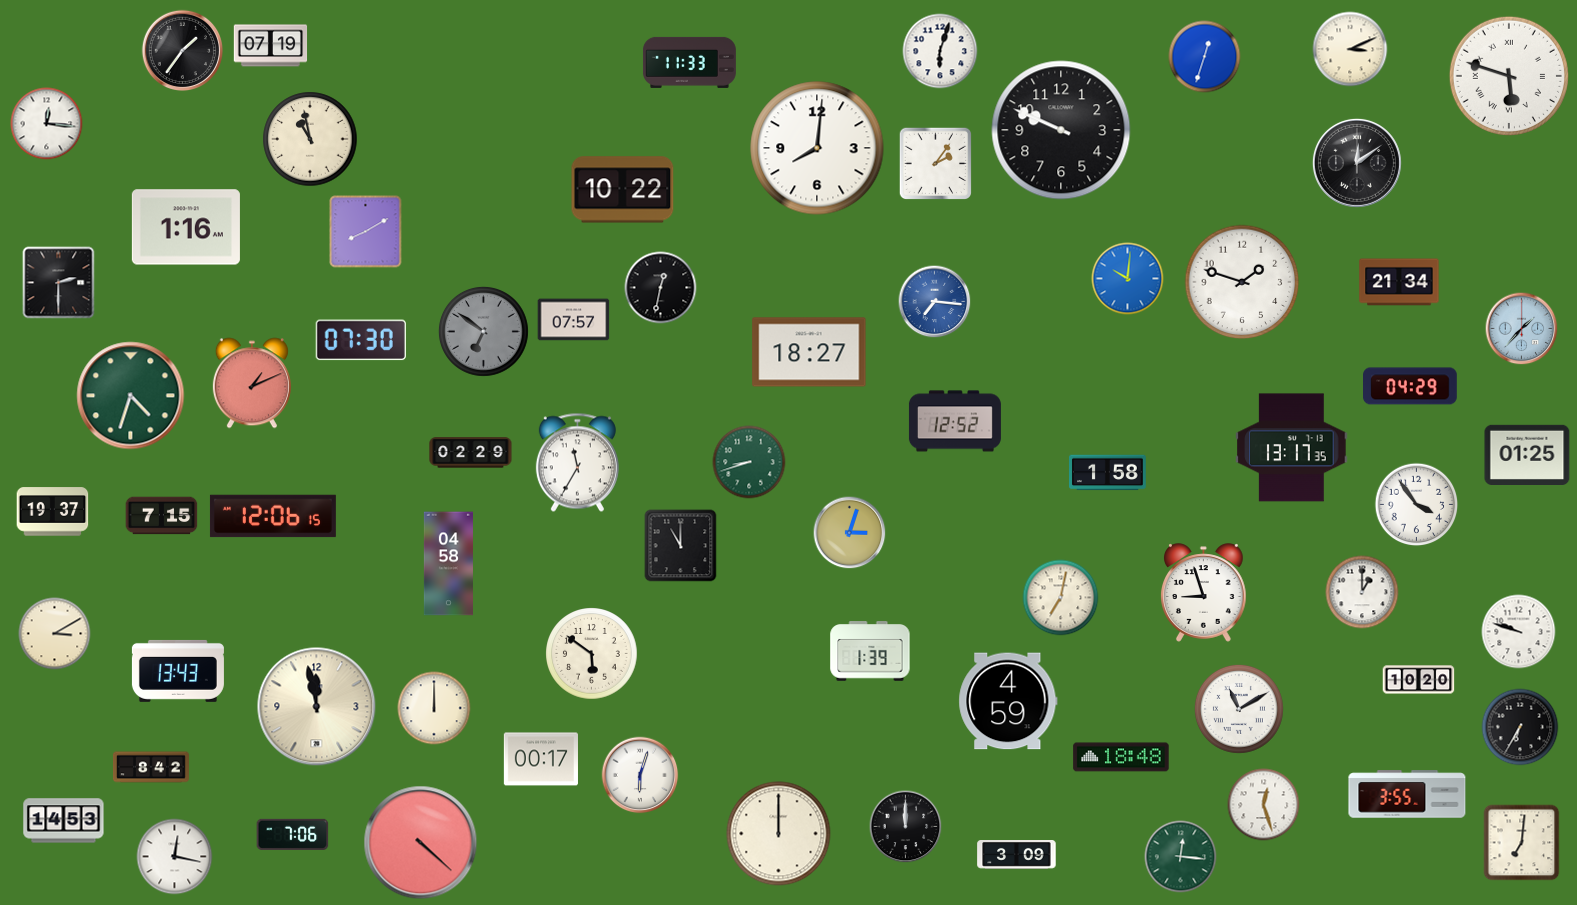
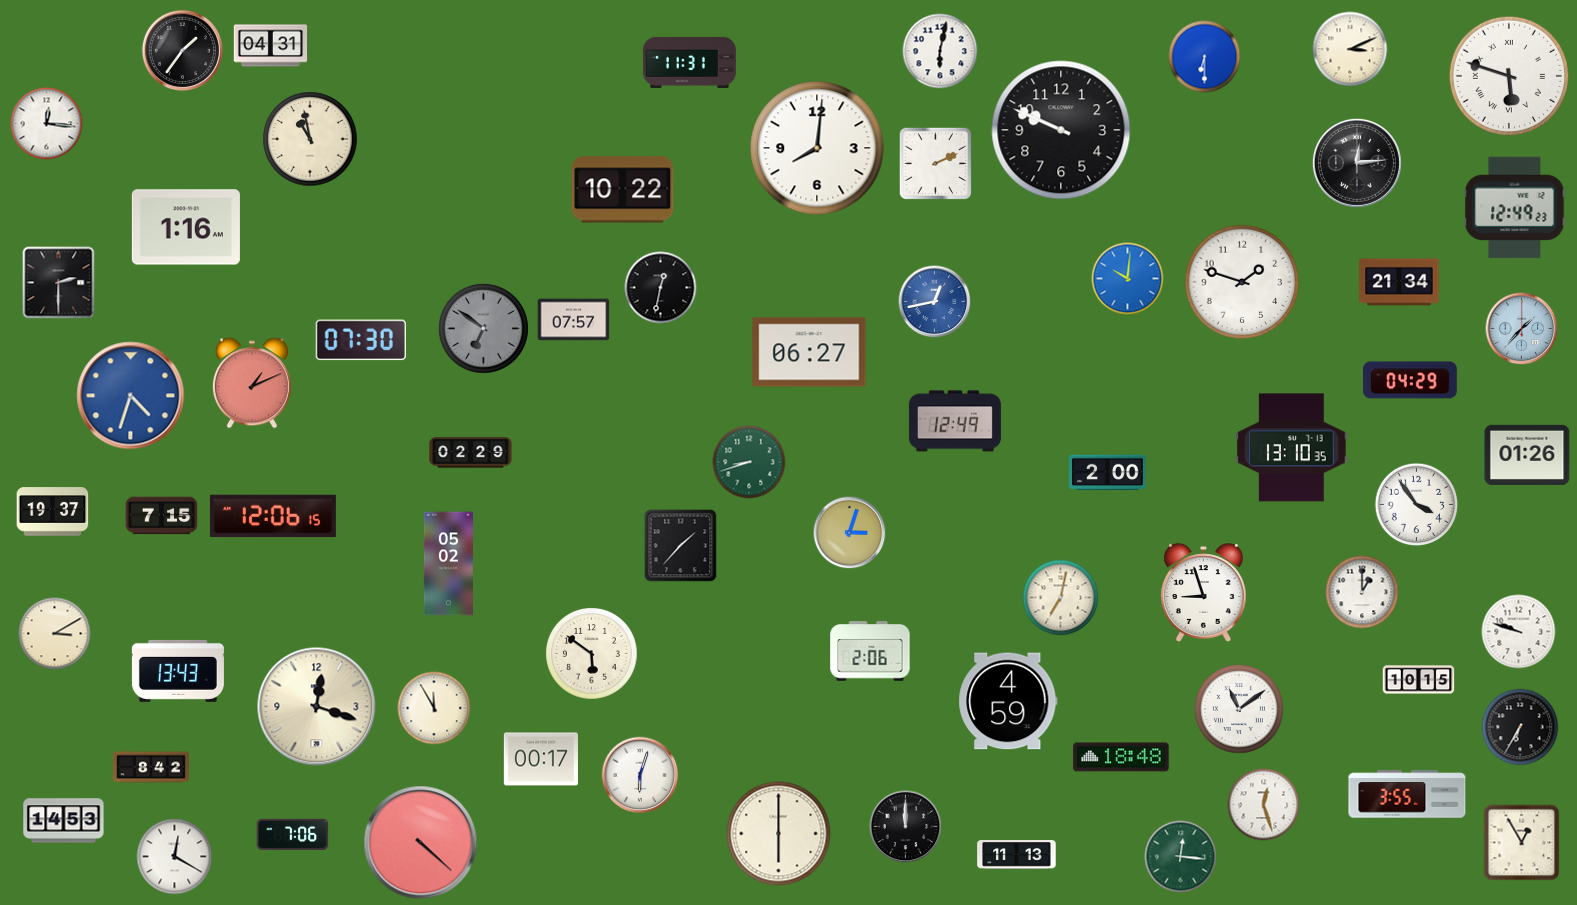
clock at (271, 46): 07:19 -> 04:31
clock at (940, 51): 6:03 -> 6:02
clock at (1205, 57): 12:33 -> 6:30
clock at (689, 62): 11:33 -> 11:31
clock at (935, 163): 2:06 -> 2:11
clock at (1357, 163): 12:09 -> 12:14
clock at (1515, 208): none -> 12:49
clock at (366, 232): 8:10 -> none
clock at (935, 302): 7:16 -> 12:43
clock at (483, 331) position: (483, 331) -> (483, 328)
clock at (809, 352): 18:27 -> 06:27
clock at (1410, 386) position: (1410, 386) -> (1410, 380)
clock at (131, 396) dial: green -> blue
clock at (955, 421): 12:52 -> 12:49
clock at (1292, 448): 13:17 -> 13:10
clock at (1527, 454): 01:25 -> 01:26
clock at (577, 463): 11:35 -> none
clock at (1108, 473): 1:58 -> 2:00
clock at (681, 546): 11:00 -> 1:37
clock at (448, 564): 04:58 -> 05:02
clock at (870, 651): 1:39 -> 2:06
clock at (1419, 680): 10:20 -> 10:15
clock at (317, 707): 11:58 -> 12:18
clock at (434, 708): 12:00 -> 11:55
clock at (1239, 709): 11:10 -> 11:09
clock at (779, 834): 12:00 -> 6:00
clock at (1522, 843): 7:01 -> 12:55
clock at (1017, 855): 3:09 -> 11:13
clock at (175, 857): 12:17 -> 12:20
